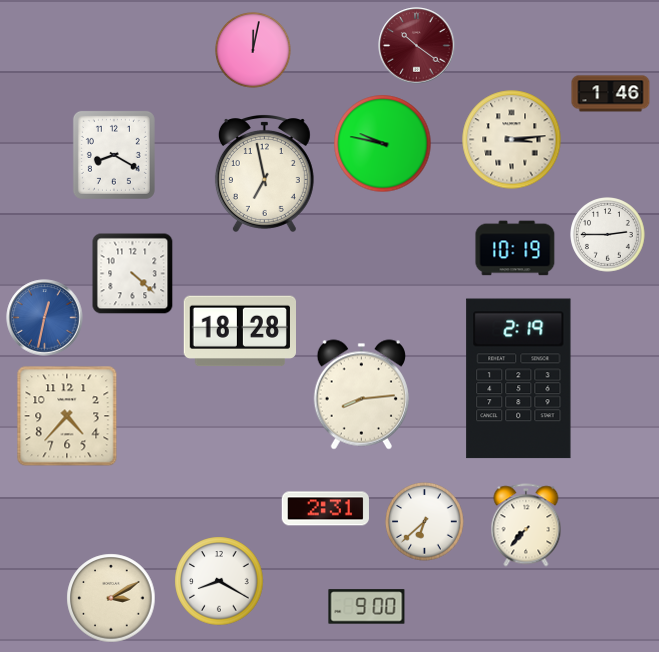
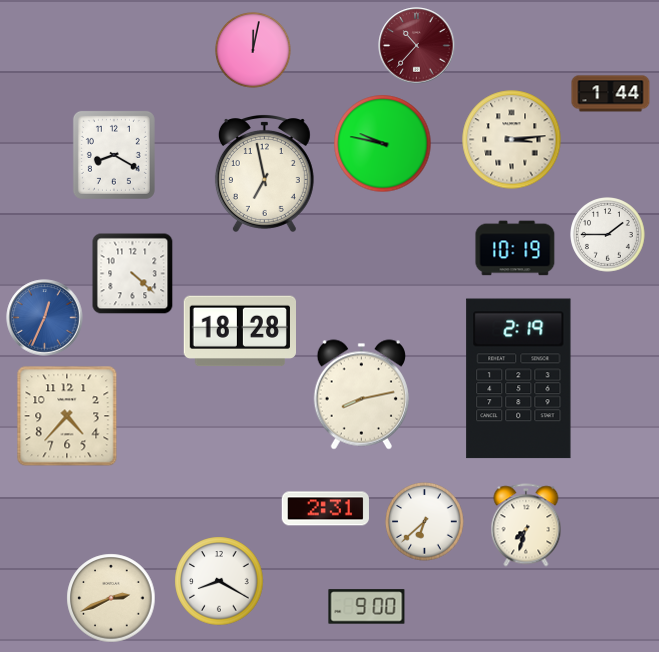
clock at (417, 46): 10:21 -> 10:37
clock at (611, 94): 1:46 -> 1:44
clock at (608, 235): 2:45 -> 1:45
clock at (45, 318): 12:32 -> 12:34
clock at (361, 395): 8:14 -> 8:13
clock at (526, 525): 7:37 -> 7:33
clock at (111, 598): 3:10 -> 2:41
